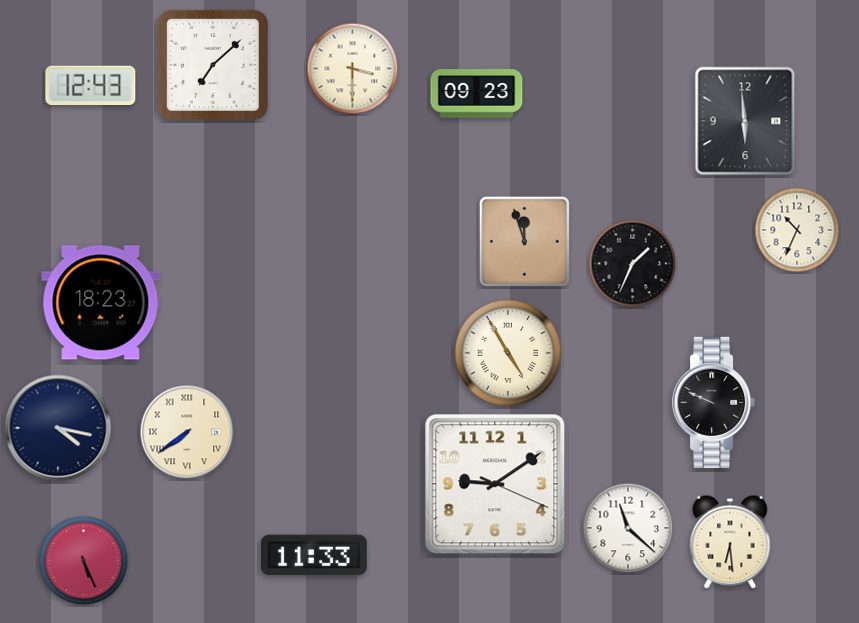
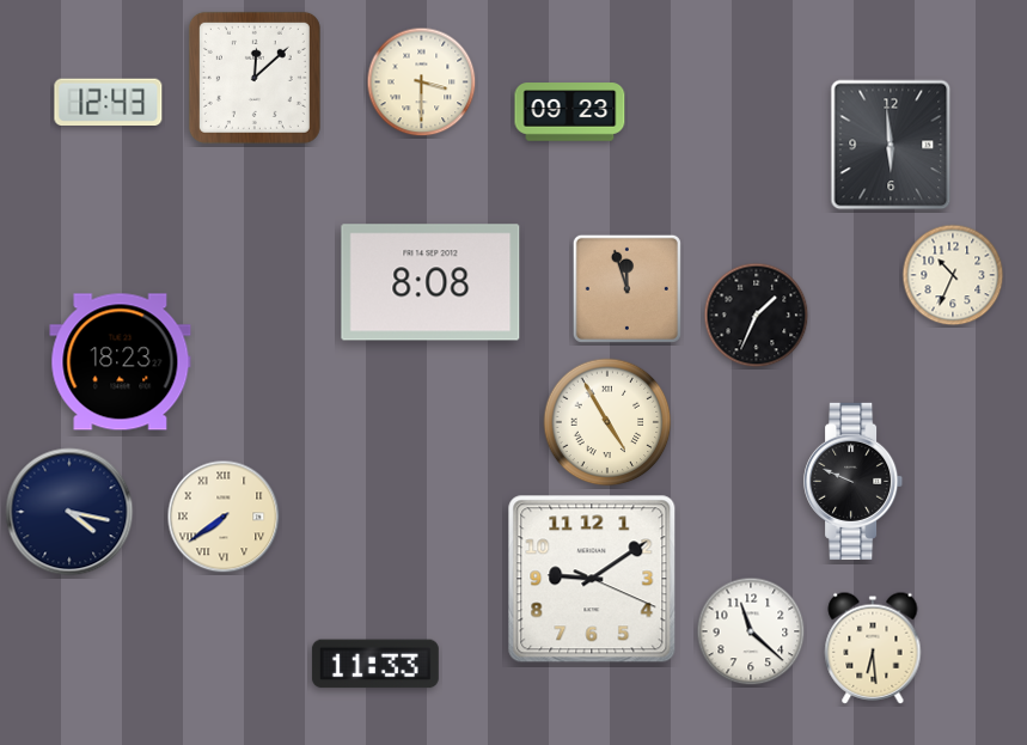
clock at (213, 65): 7:08 -> 12:08
clock at (430, 282): none -> 8:08
clock at (84, 561): 5:26 -> none
